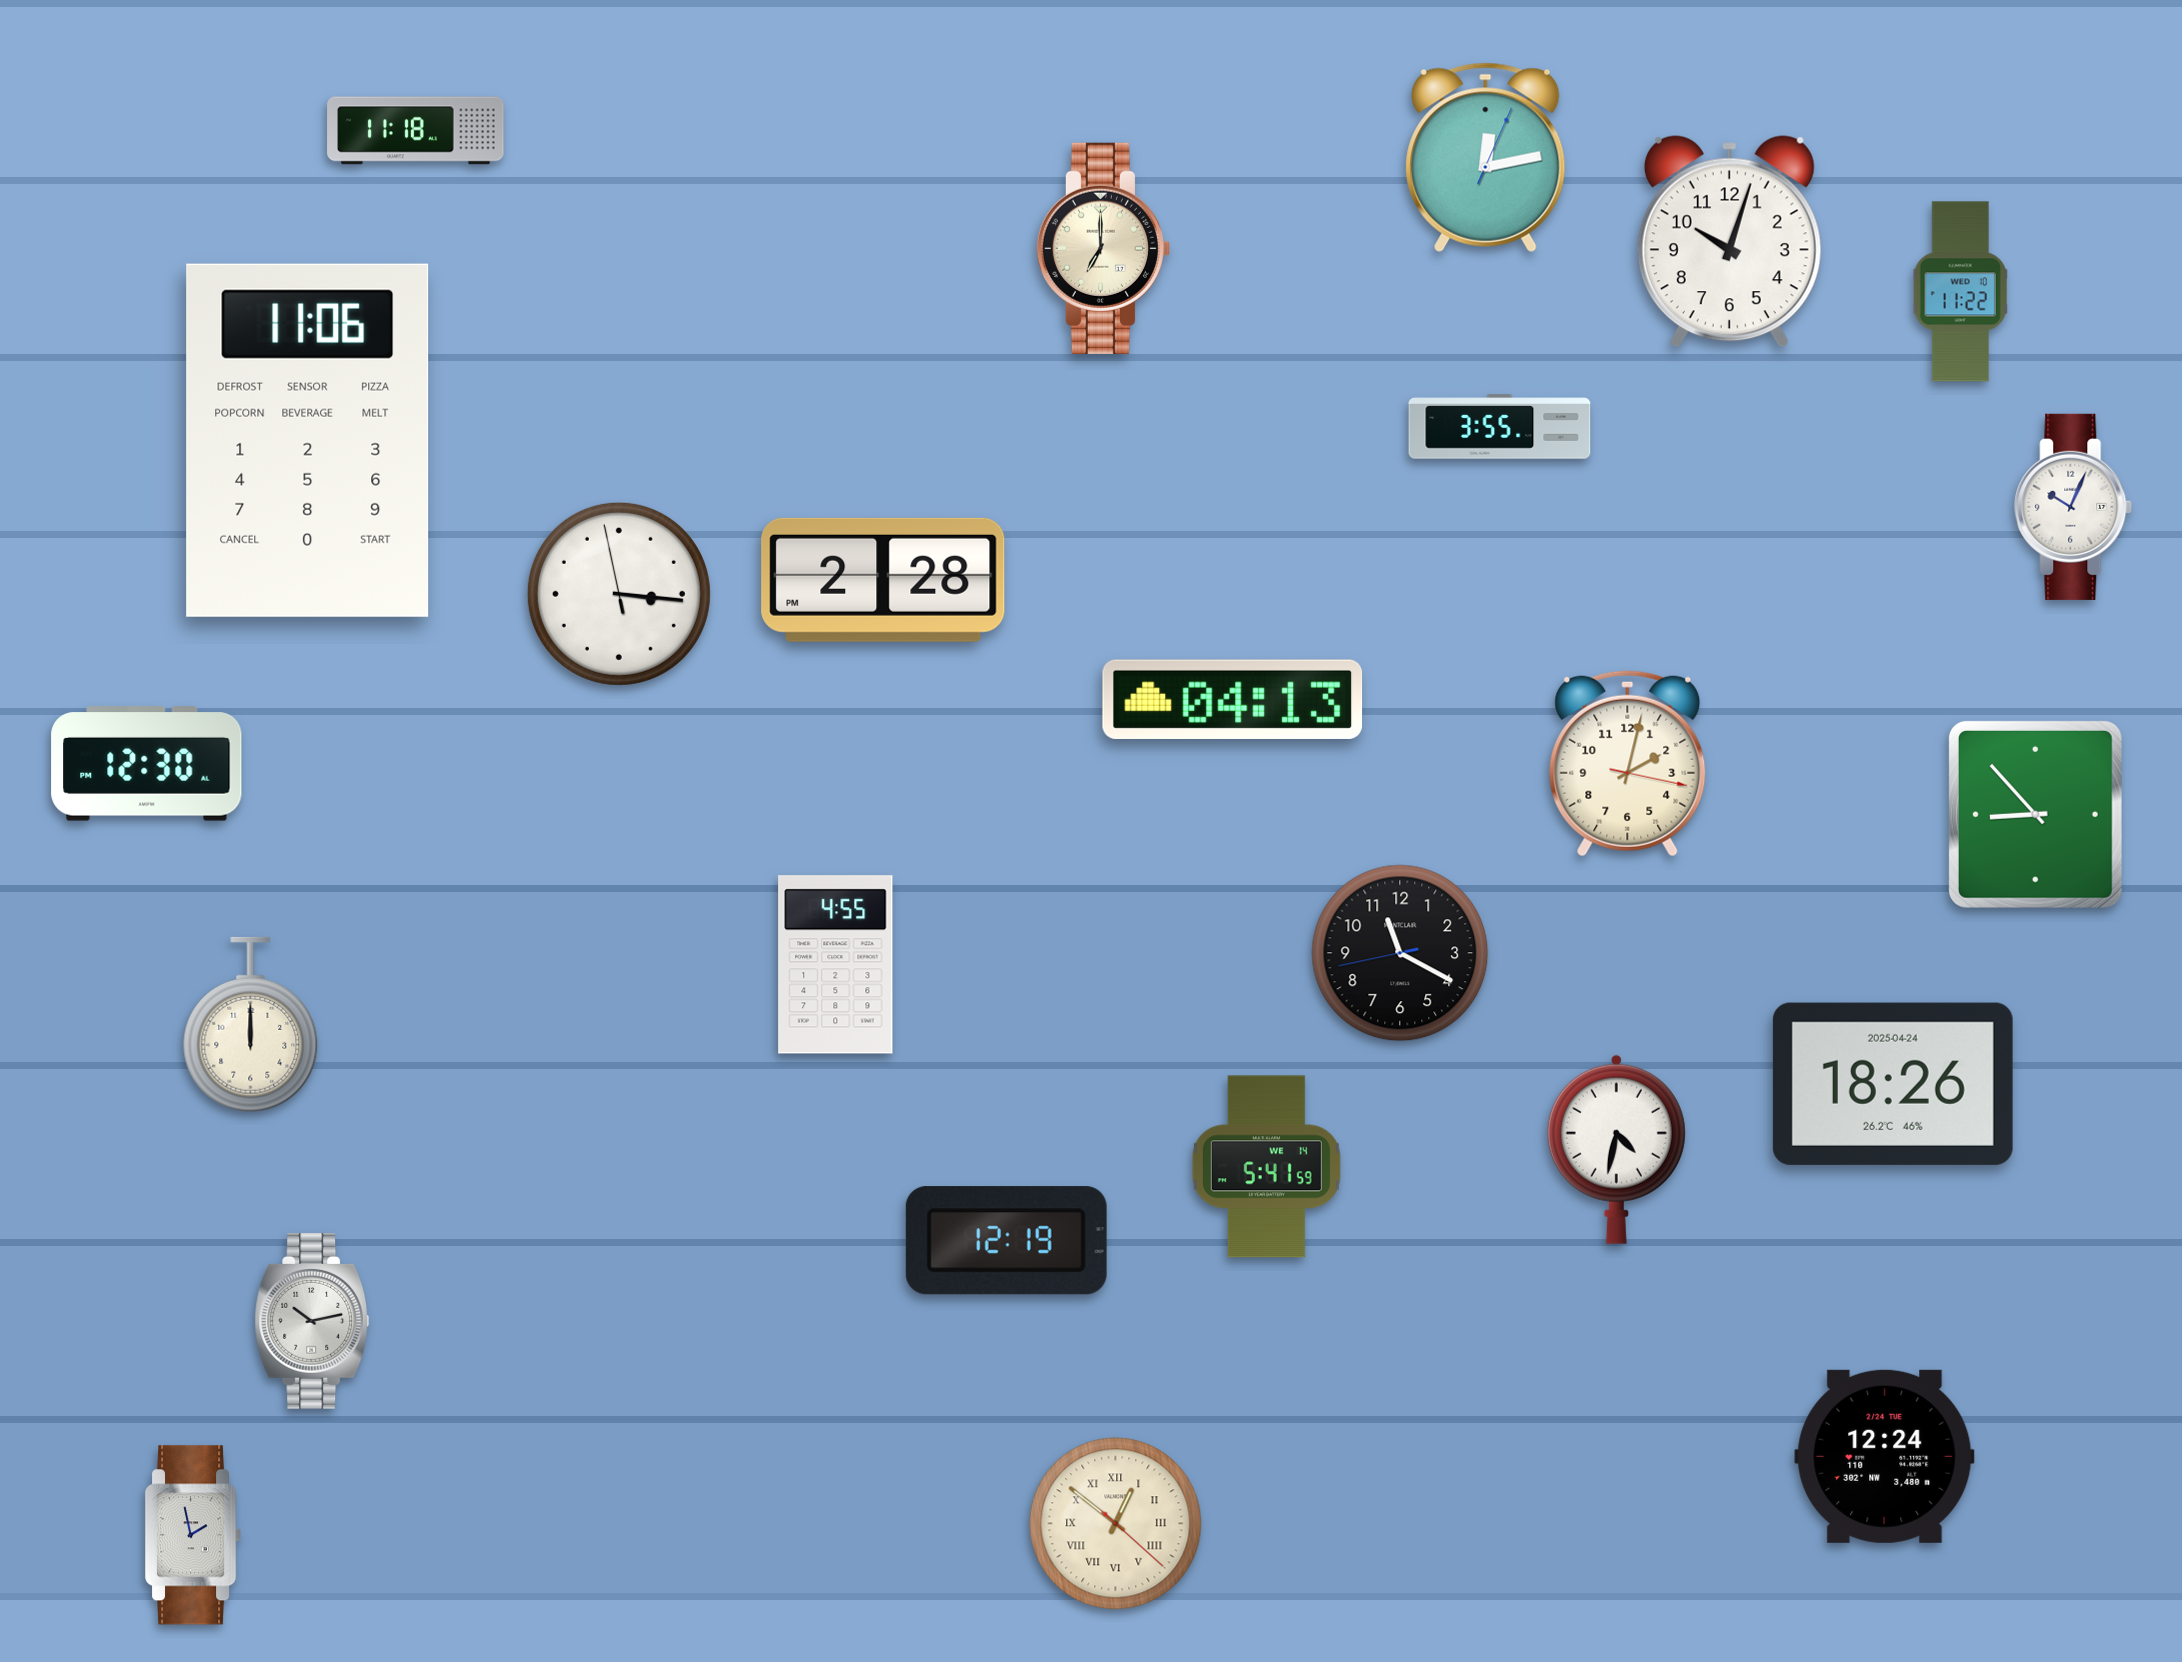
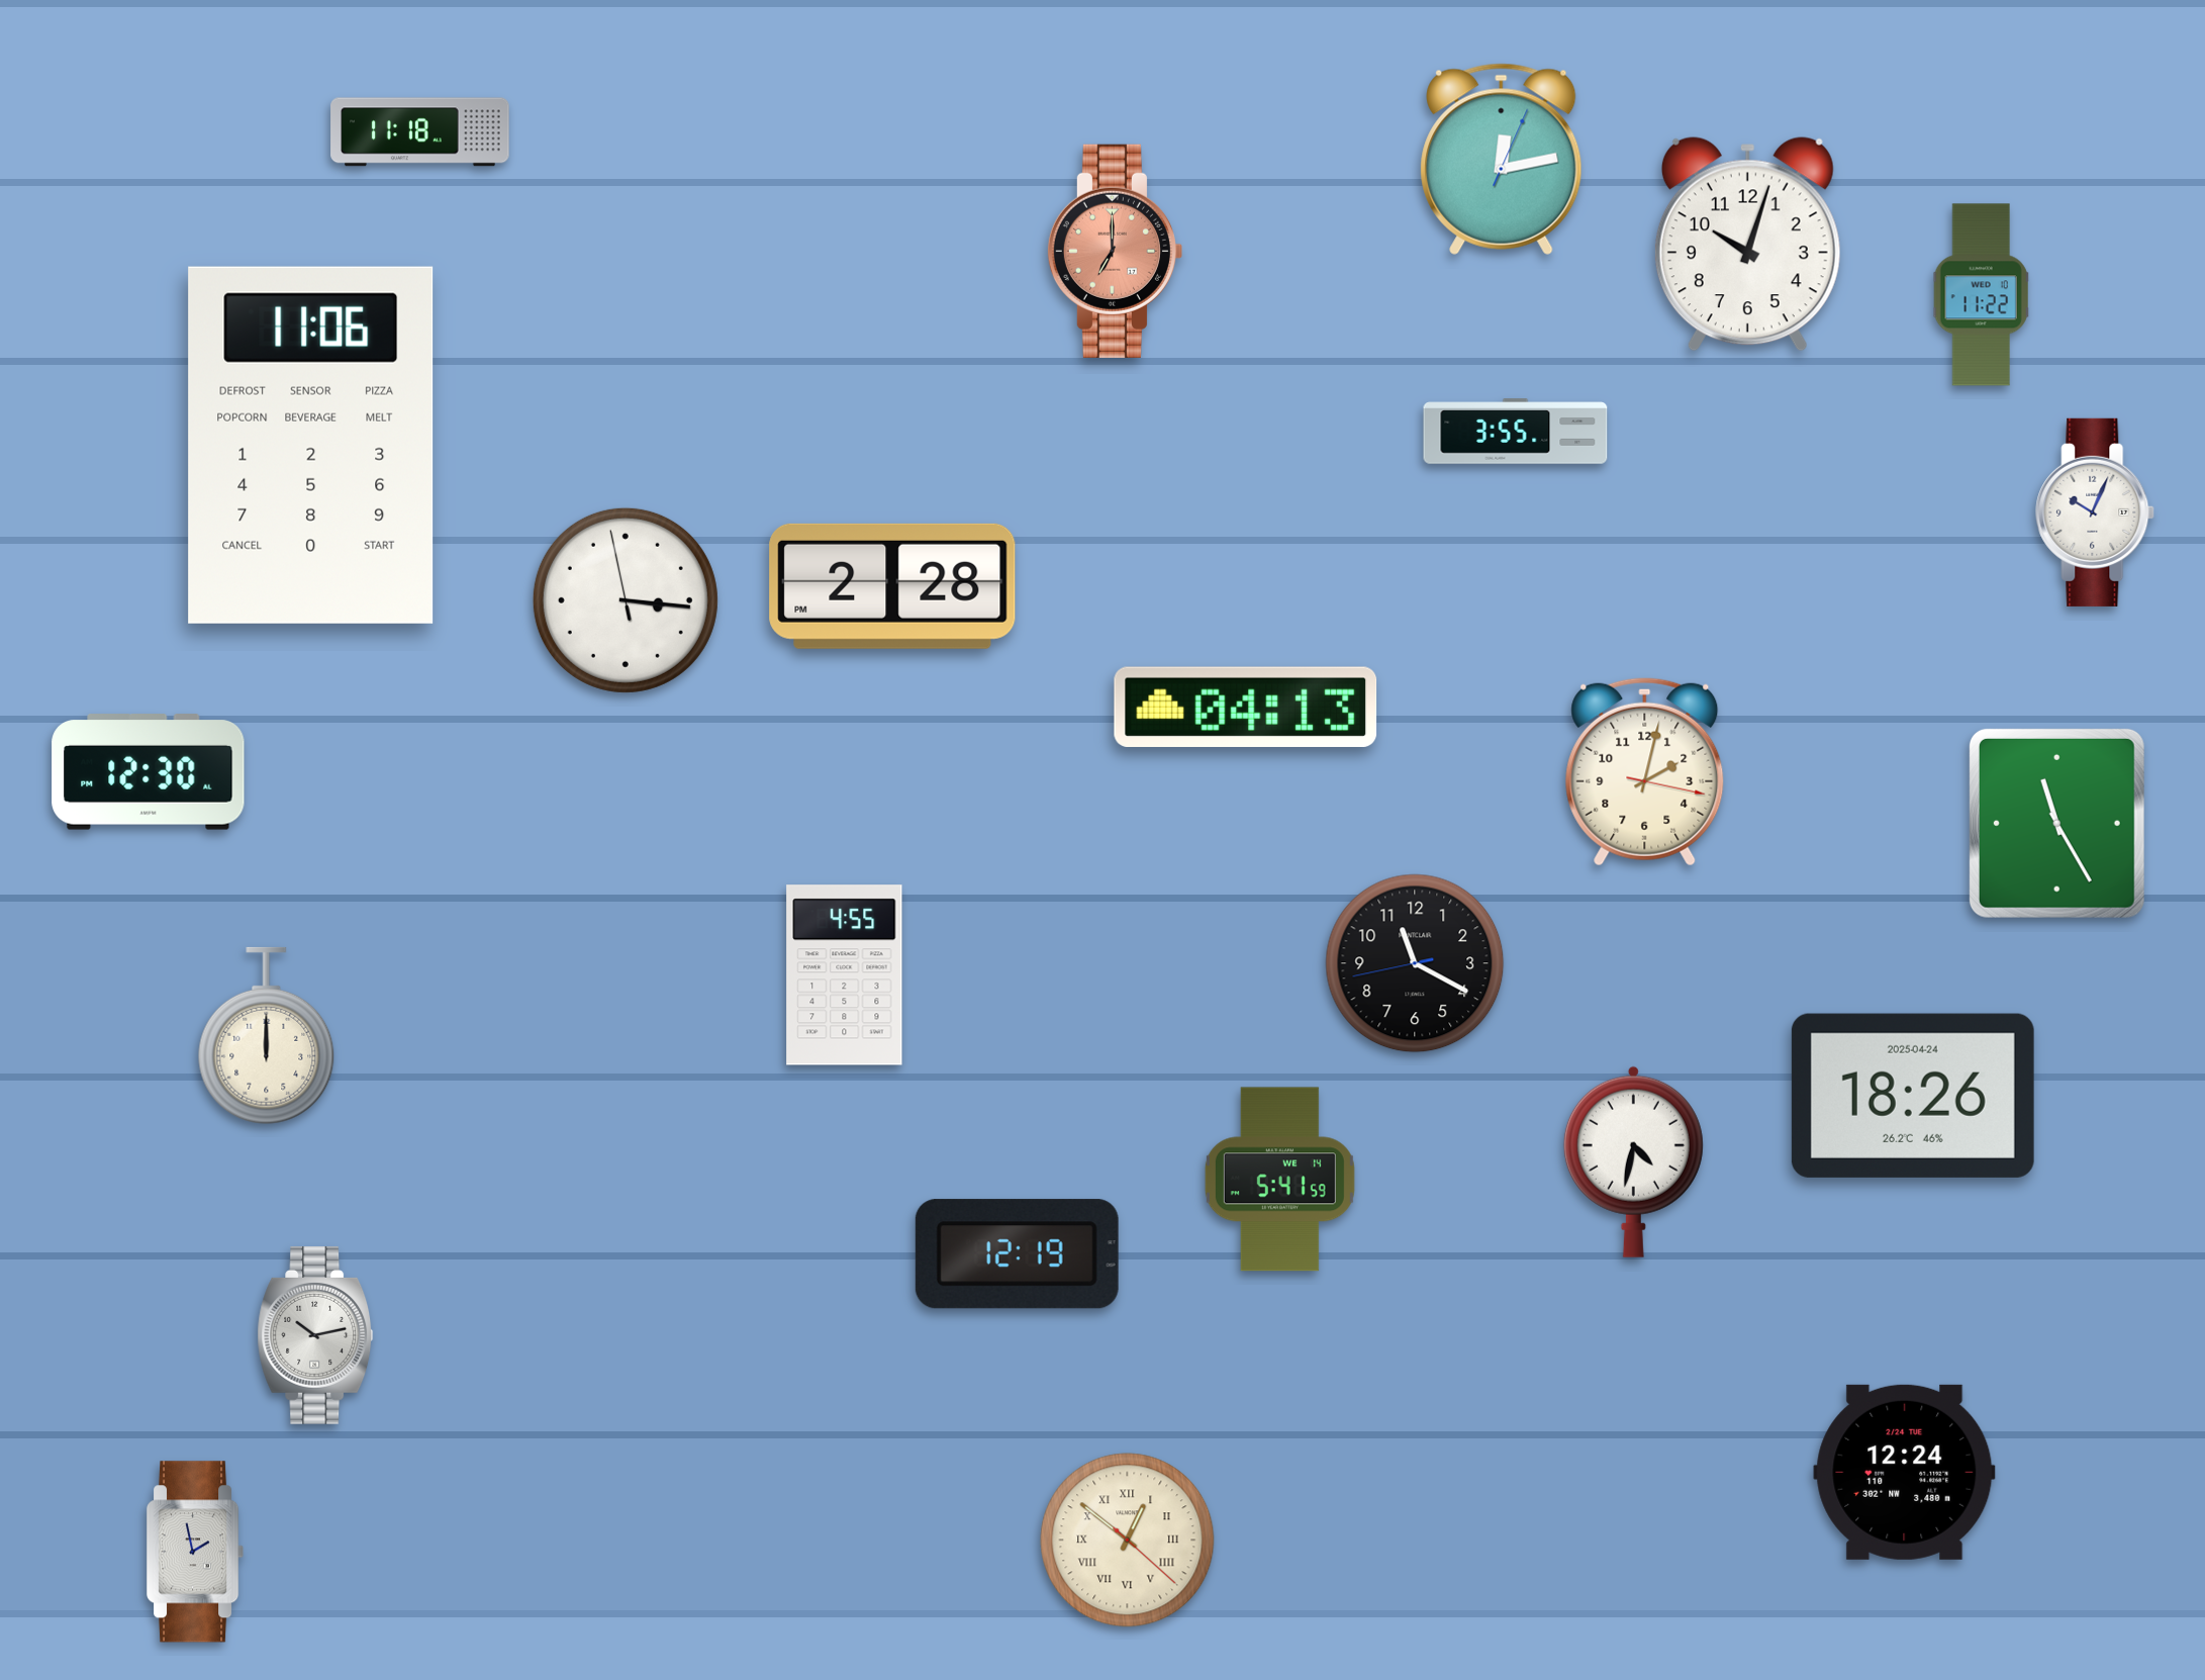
clock at (1103, 248) dial: cream -> salmon
clock at (2035, 814): 8:53 -> 11:25
clock at (251, 1025) position: (251, 1025) -> (267, 1036)
